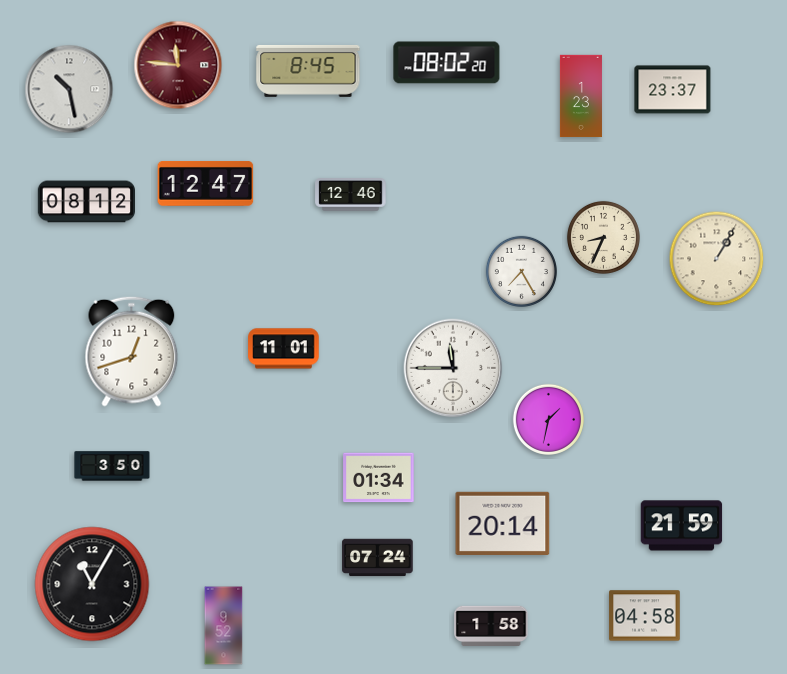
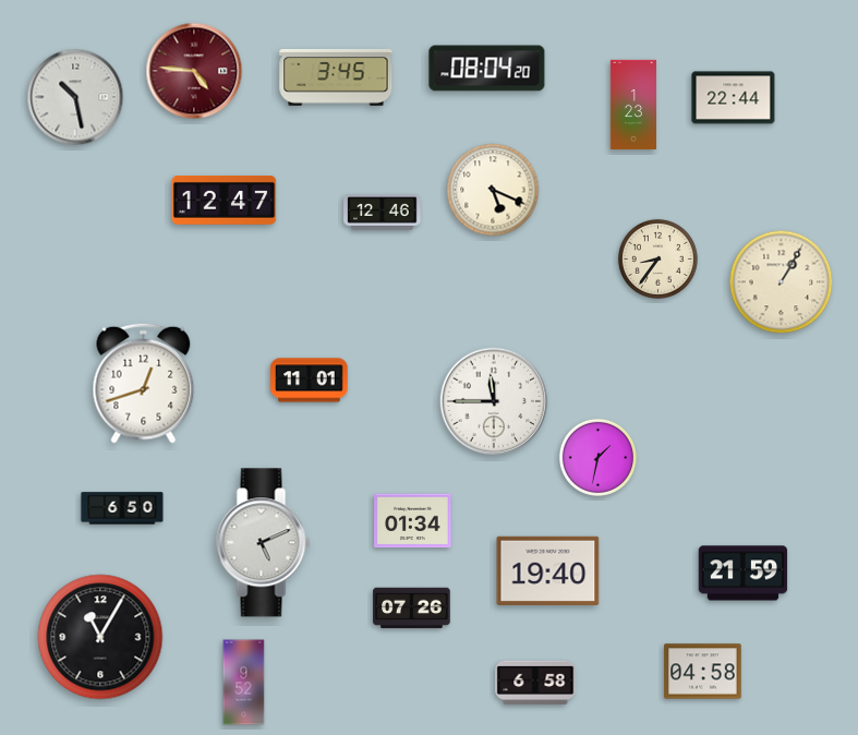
clock at (447, 63): 08:02 -> 08:04
clock at (178, 65): 11:46 -> 4:46
clock at (308, 71): 8:45 -> 3:45
clock at (673, 90): 23:37 -> 22:44
clock at (493, 190): none -> 5:19
clock at (86, 202): 08:12 -> none
clock at (603, 237): 8:34 -> 8:36
clock at (521, 271): 7:25 -> none
clock at (112, 466): 3:50 -> 6:50
clock at (264, 543): none -> 5:11
clock at (503, 523): 20:14 -> 19:40
clock at (378, 558): 07:24 -> 07:26
clock at (491, 626): 1:58 -> 6:58
